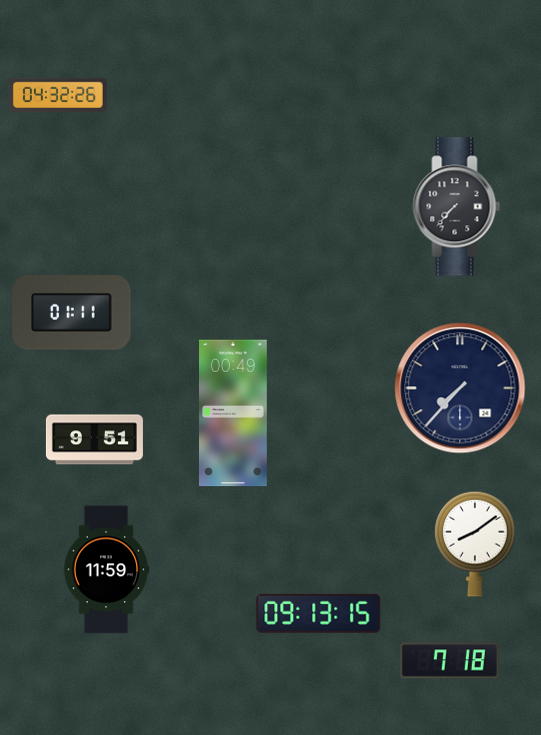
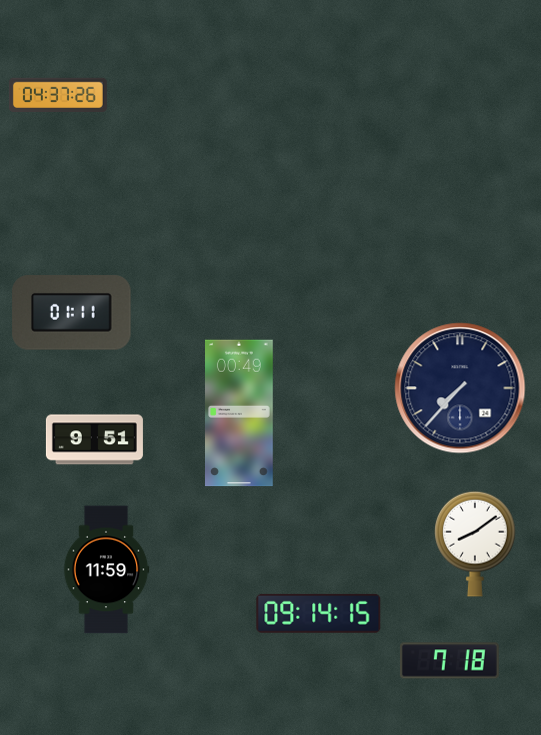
clock at (58, 94): 04:32 -> 04:37
clock at (457, 207): 7:37 -> none
clock at (234, 413) position: (234, 413) -> (240, 413)
clock at (319, 613): 09:13 -> 09:14
